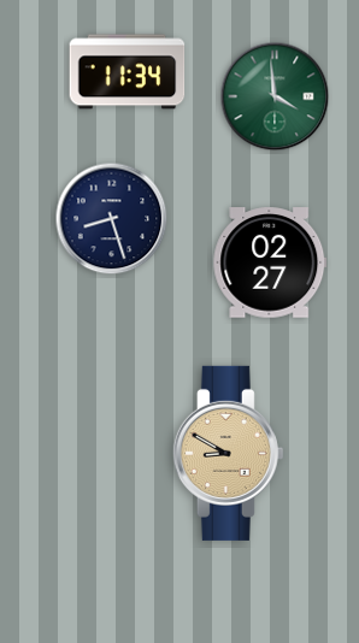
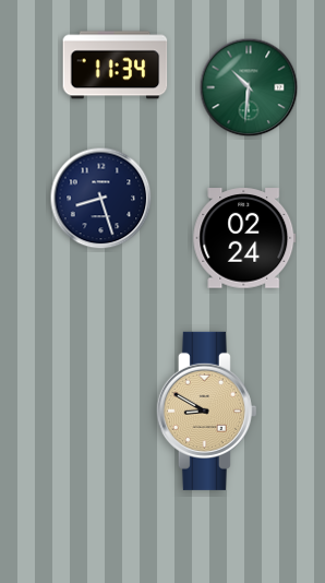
clock at (275, 96): 3:59 -> 10:31
clock at (270, 262): 02:27 -> 02:24
